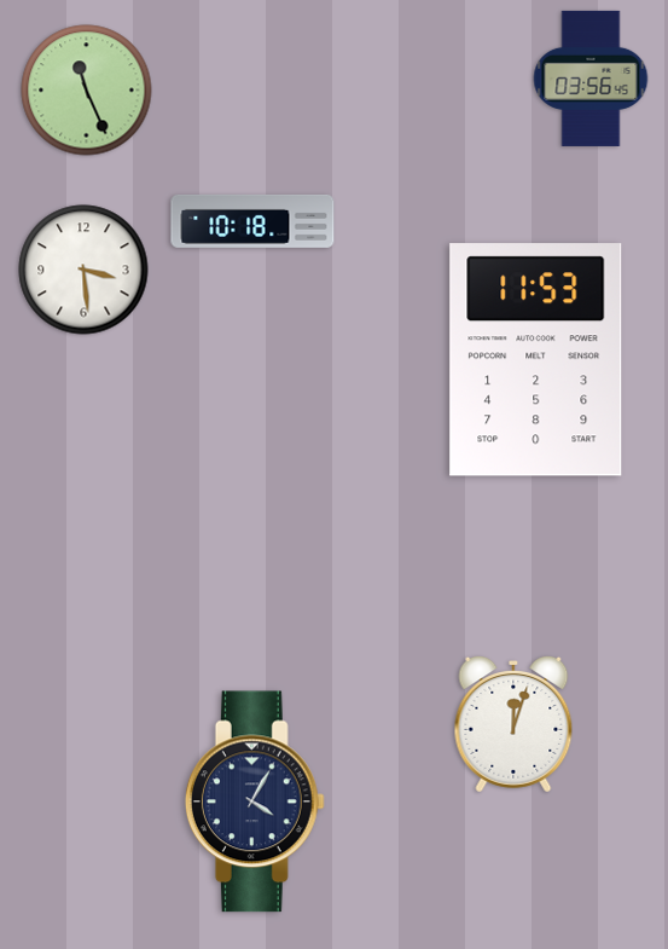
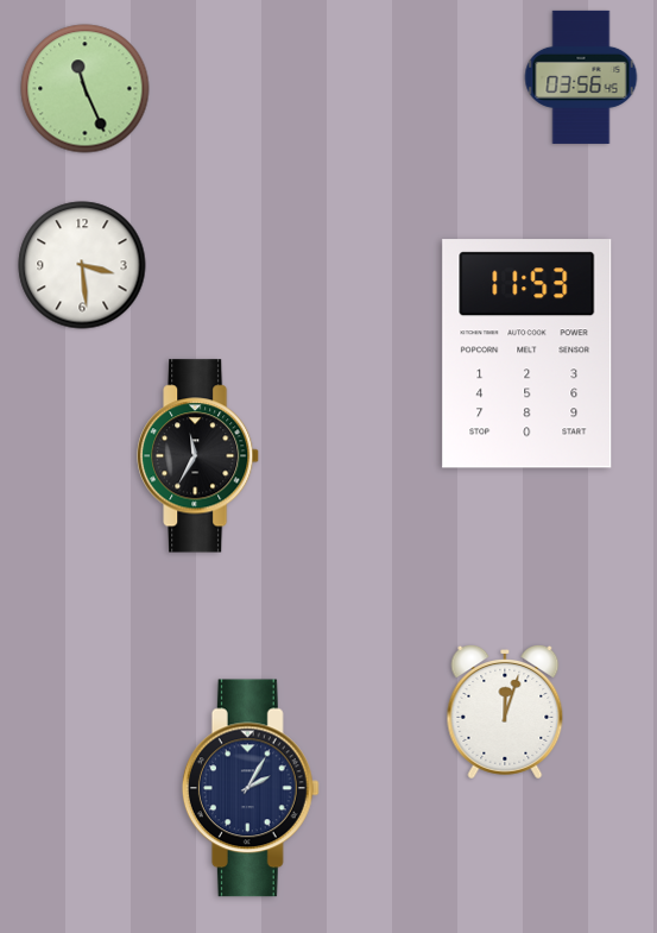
clock at (252, 221): 10:18 -> none
clock at (200, 456): none -> 11:35
clock at (255, 802): 4:05 -> 2:05
